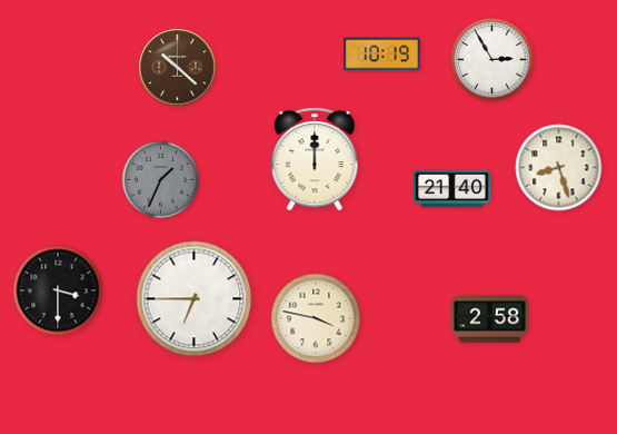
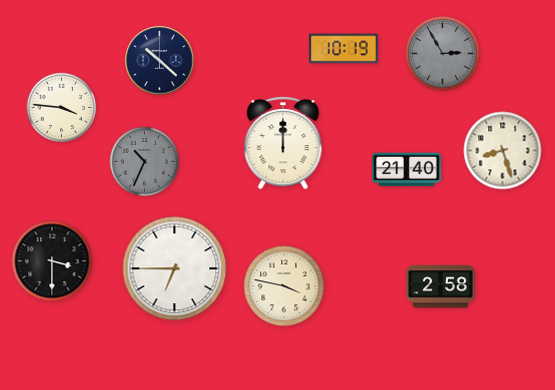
clock at (492, 60) dial: white -> grey
clock at (178, 68) dial: brown -> navy
clock at (61, 107): none -> 3:46
clock at (160, 179): 1:34 -> 10:34
